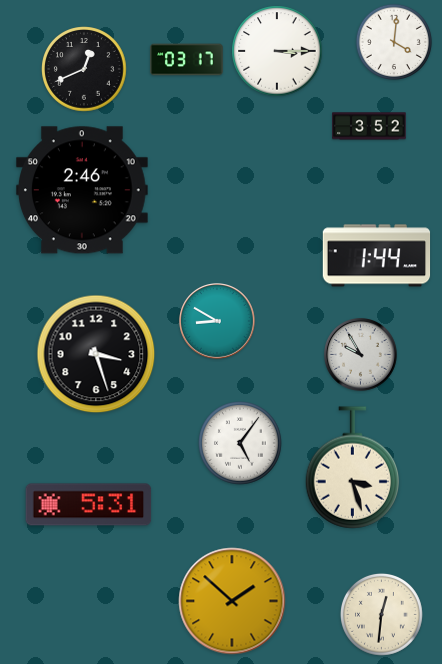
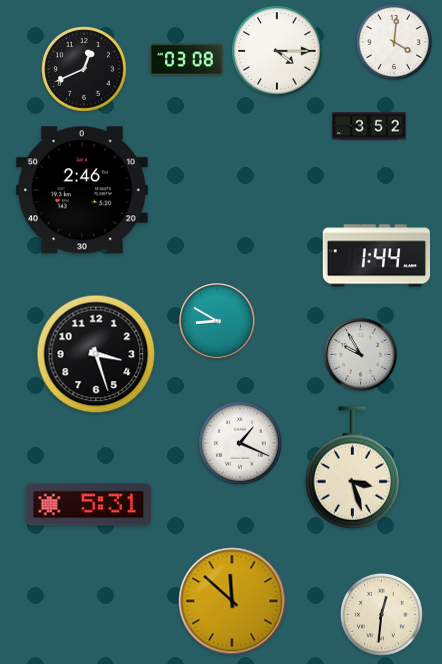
clock at (277, 51): 3:15 -> 4:15
clock at (187, 60): 03:17 -> 03:08
clock at (241, 444): 5:06 -> 1:19
clock at (232, 601): 1:52 -> 11:52
